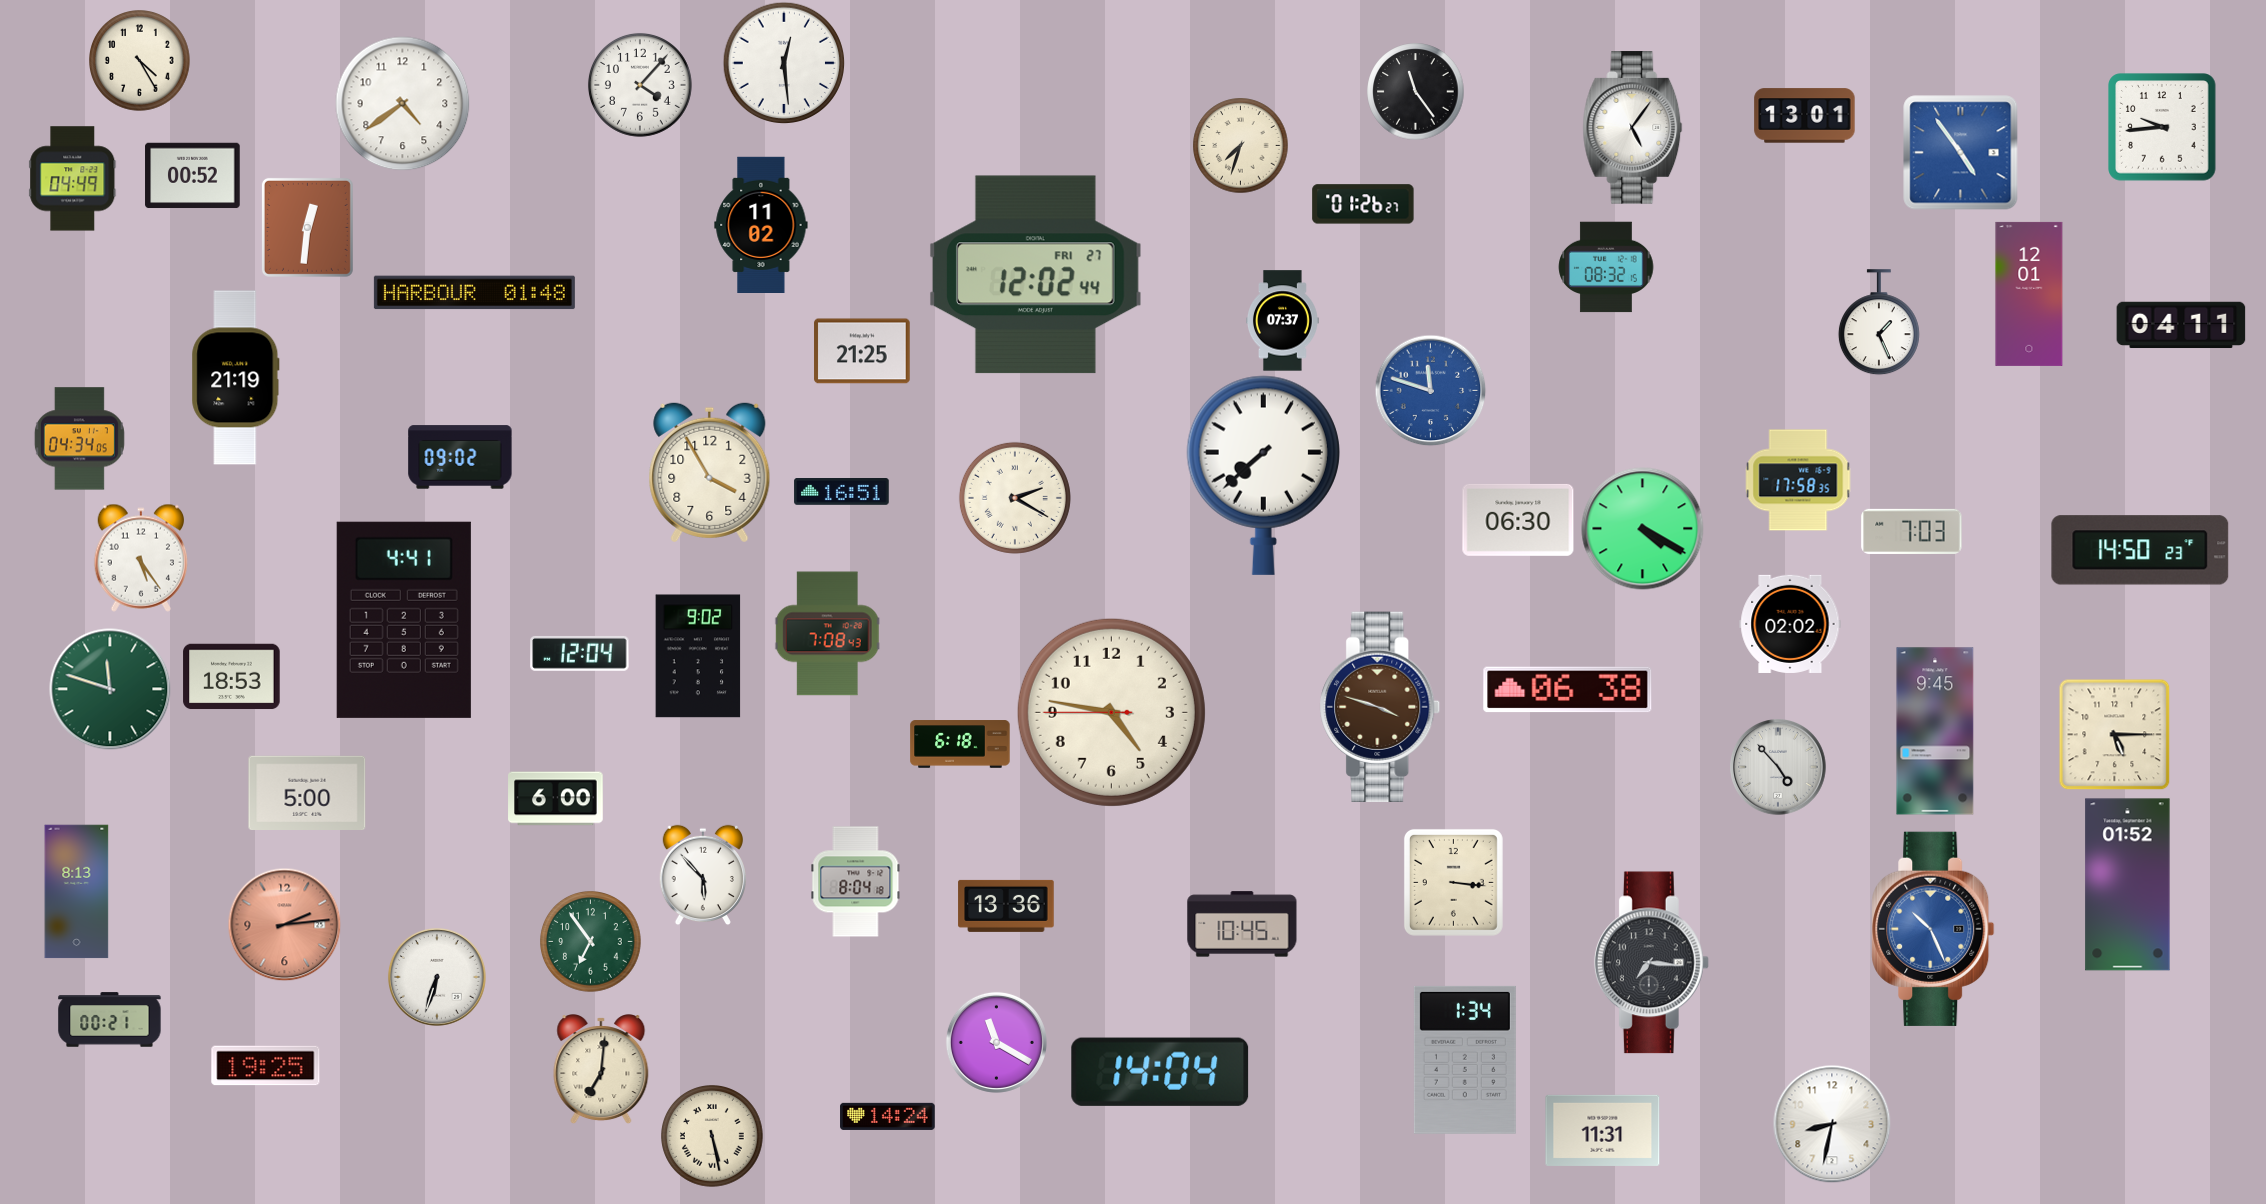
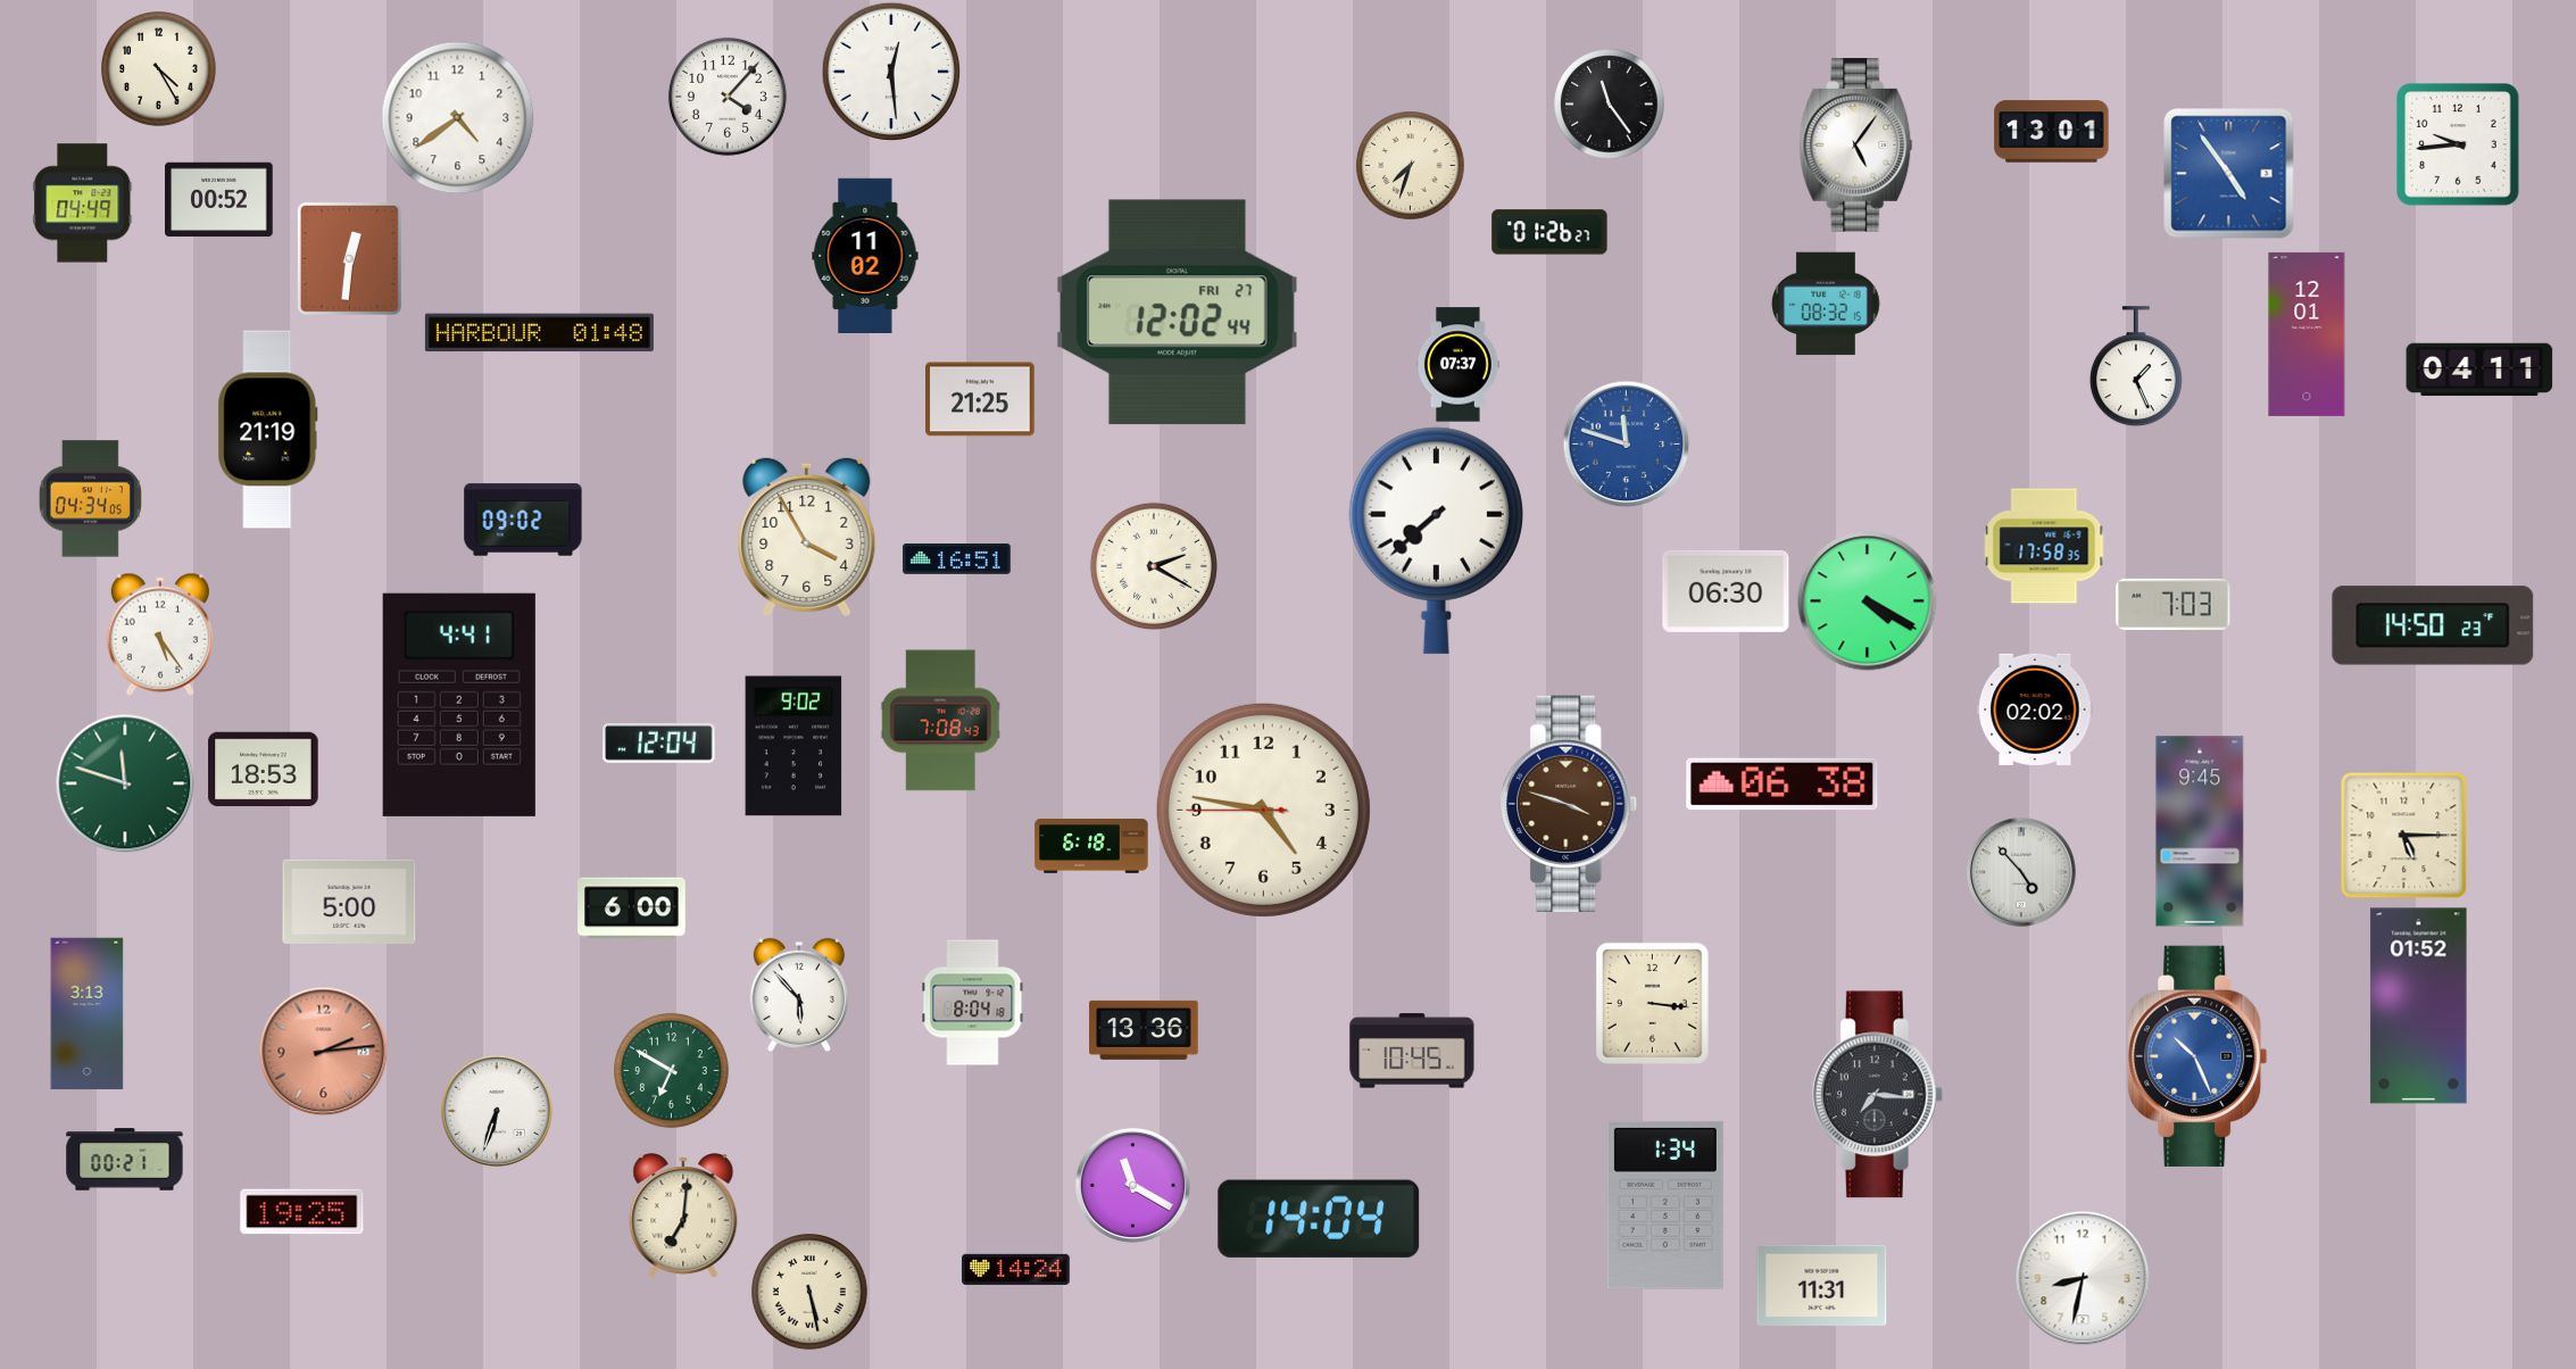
clock at (77, 892): 8:13 -> 3:13
clock at (591, 942): 6:54 -> 6:50
clock at (888, 1116) position: (888, 1116) -> (1016, 1269)
